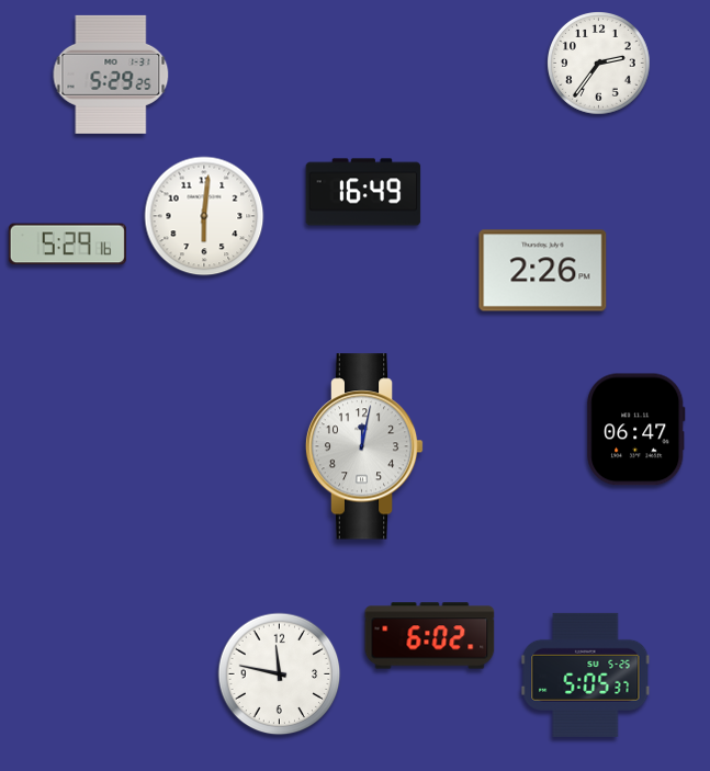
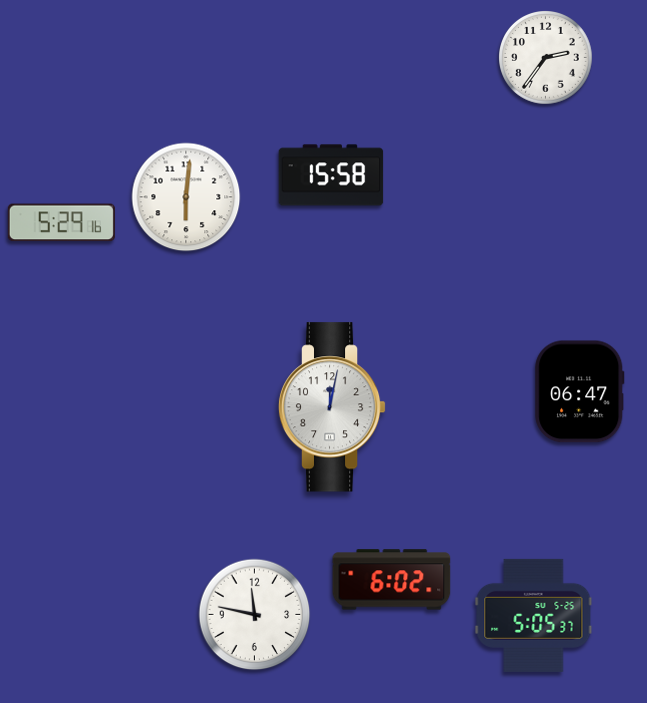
clock at (111, 75): 5:29 -> none
clock at (363, 192): 16:49 -> 15:58
clock at (543, 271): 2:26 -> none
